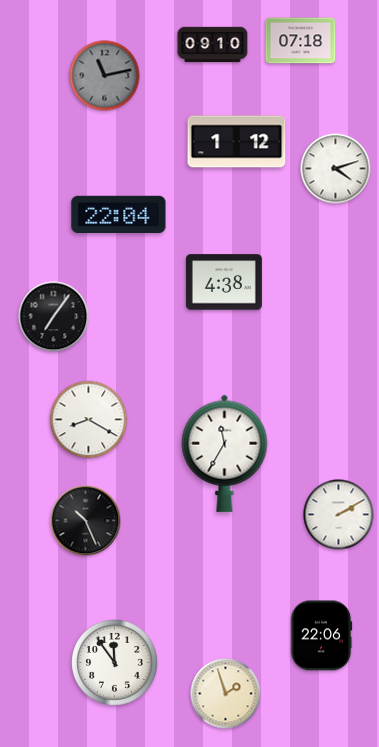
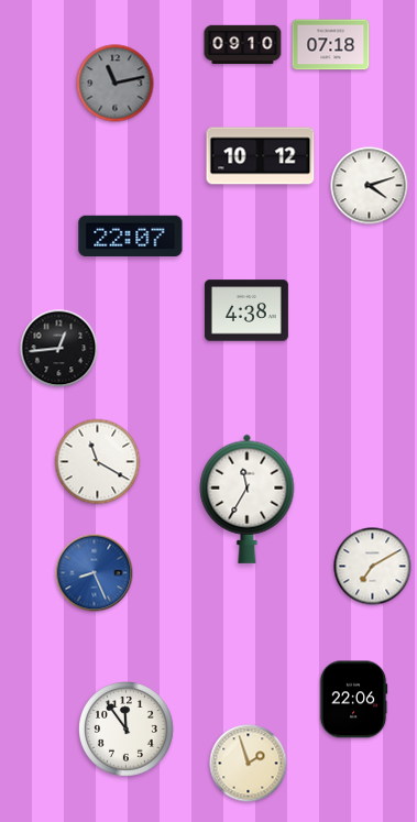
clock at (213, 45) position: (213, 45) -> (243, 45)
clock at (237, 142): 1:12 -> 10:12
clock at (119, 214): 22:04 -> 22:07
clock at (54, 317): 7:06 -> 12:44
clock at (89, 420): 8:20 -> 11:20
clock at (339, 515): 2:10 -> 7:10
clock at (86, 521): 10:26 -> 8:26
clock at (86, 521) dial: black -> blue
